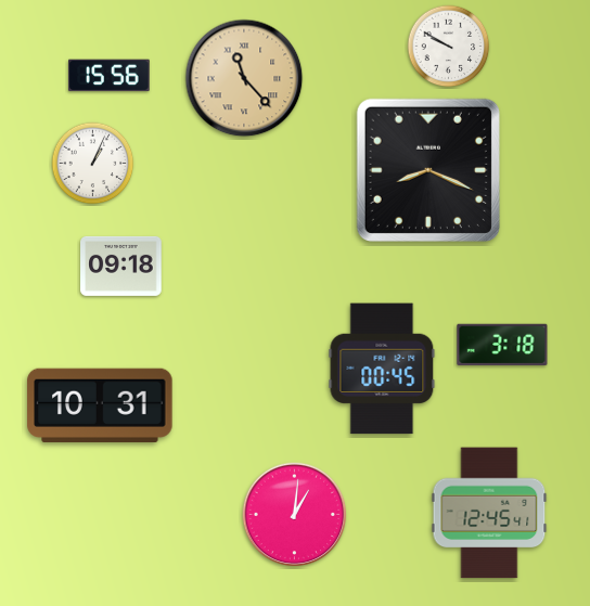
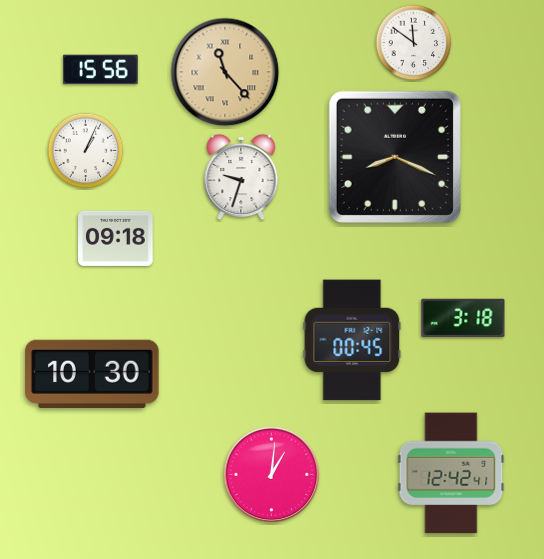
clock at (449, 47): 9:50 -> 11:51
clock at (241, 177): none -> 9:33
clock at (121, 266) position: (121, 266) -> (116, 238)
clock at (100, 405): 10:31 -> 10:30
clock at (489, 513): 12:45 -> 12:42
